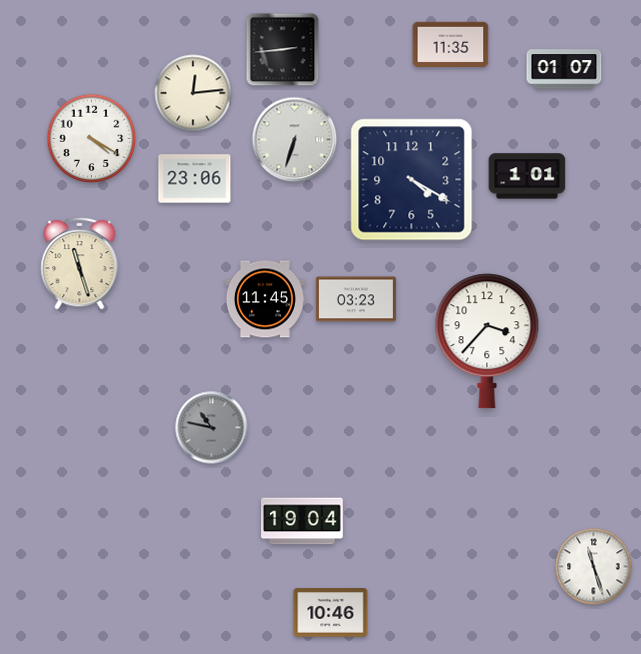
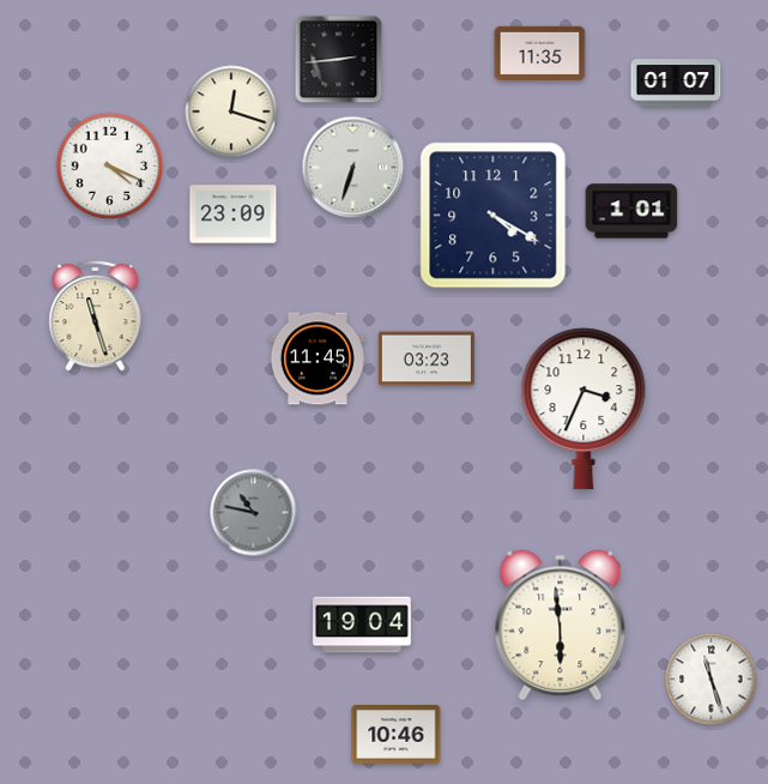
clock at (193, 93): 12:14 -> 12:18
clock at (92, 139): 4:20 -> 4:19
clock at (195, 179): 23:06 -> 23:09
clock at (487, 341): 3:37 -> 3:34
clock at (561, 626): none -> 5:59
